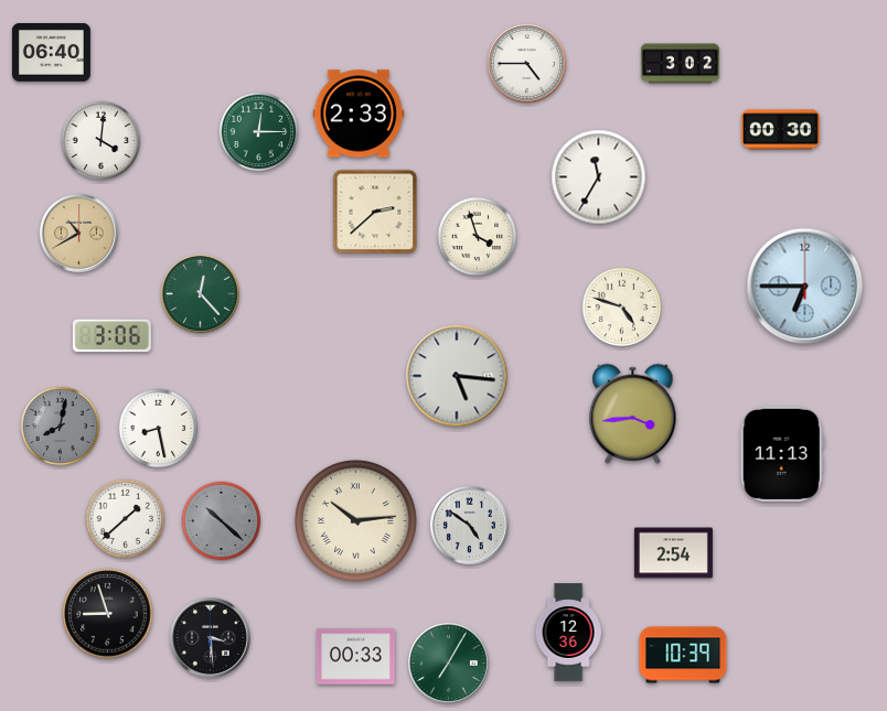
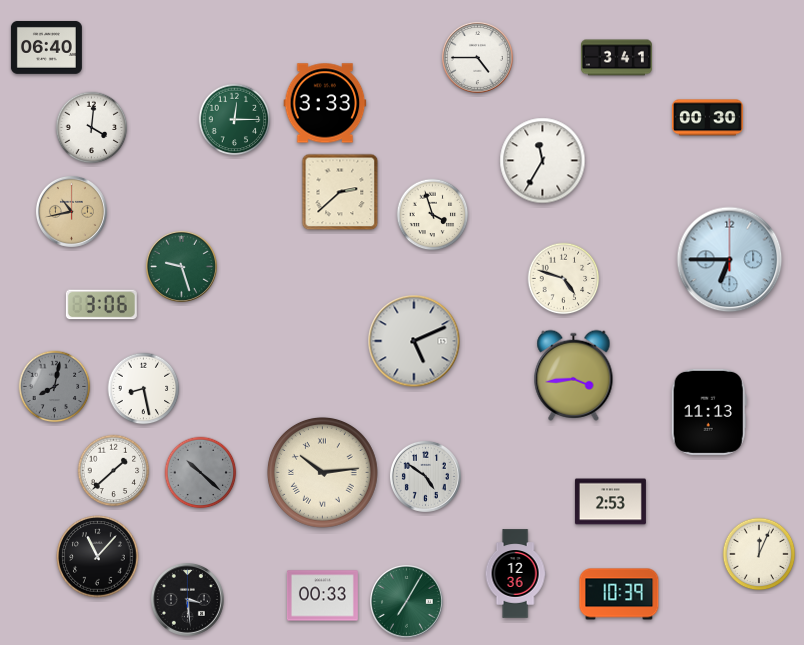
clock at (680, 64): 3:02 -> 3:41
clock at (359, 114): 2:33 -> 3:33
clock at (78, 233): 10:40 -> 10:43
clock at (200, 293): 12:23 -> 9:27
clock at (457, 376): 5:16 -> 5:11
clock at (673, 553): 2:54 -> 2:53
clock at (759, 554): none -> 12:04
clock at (108, 614): 8:57 -> 11:07
clock at (210, 637) position: (210, 637) -> (187, 599)
